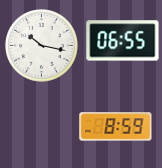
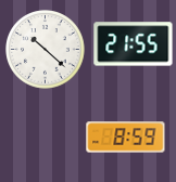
clock at (123, 41): 06:55 -> 21:55
clock at (42, 46): 10:17 -> 10:22
